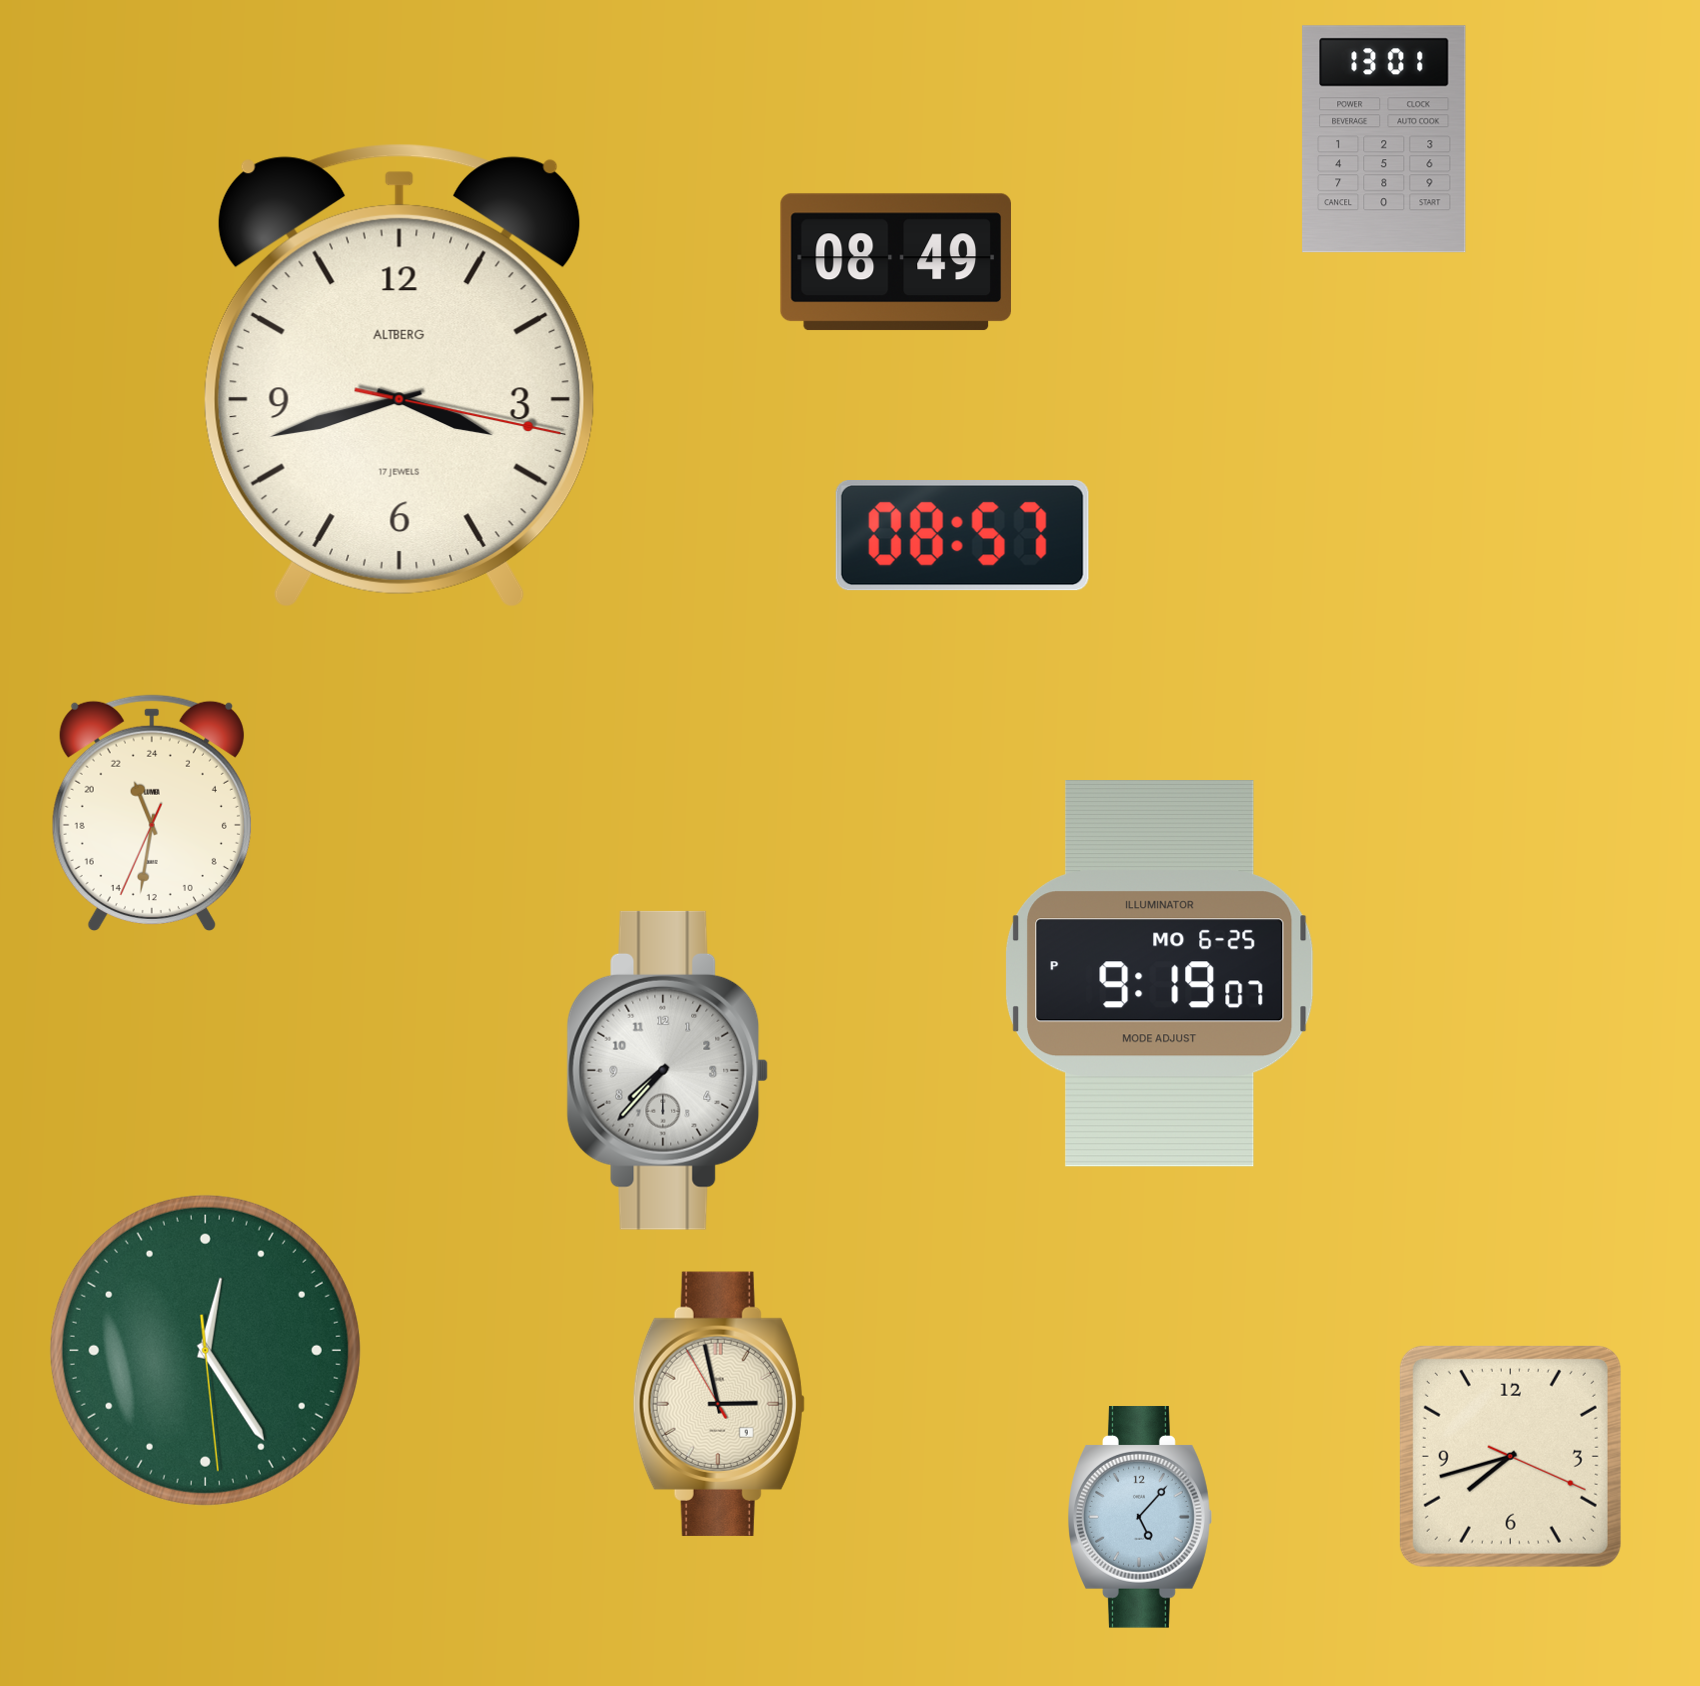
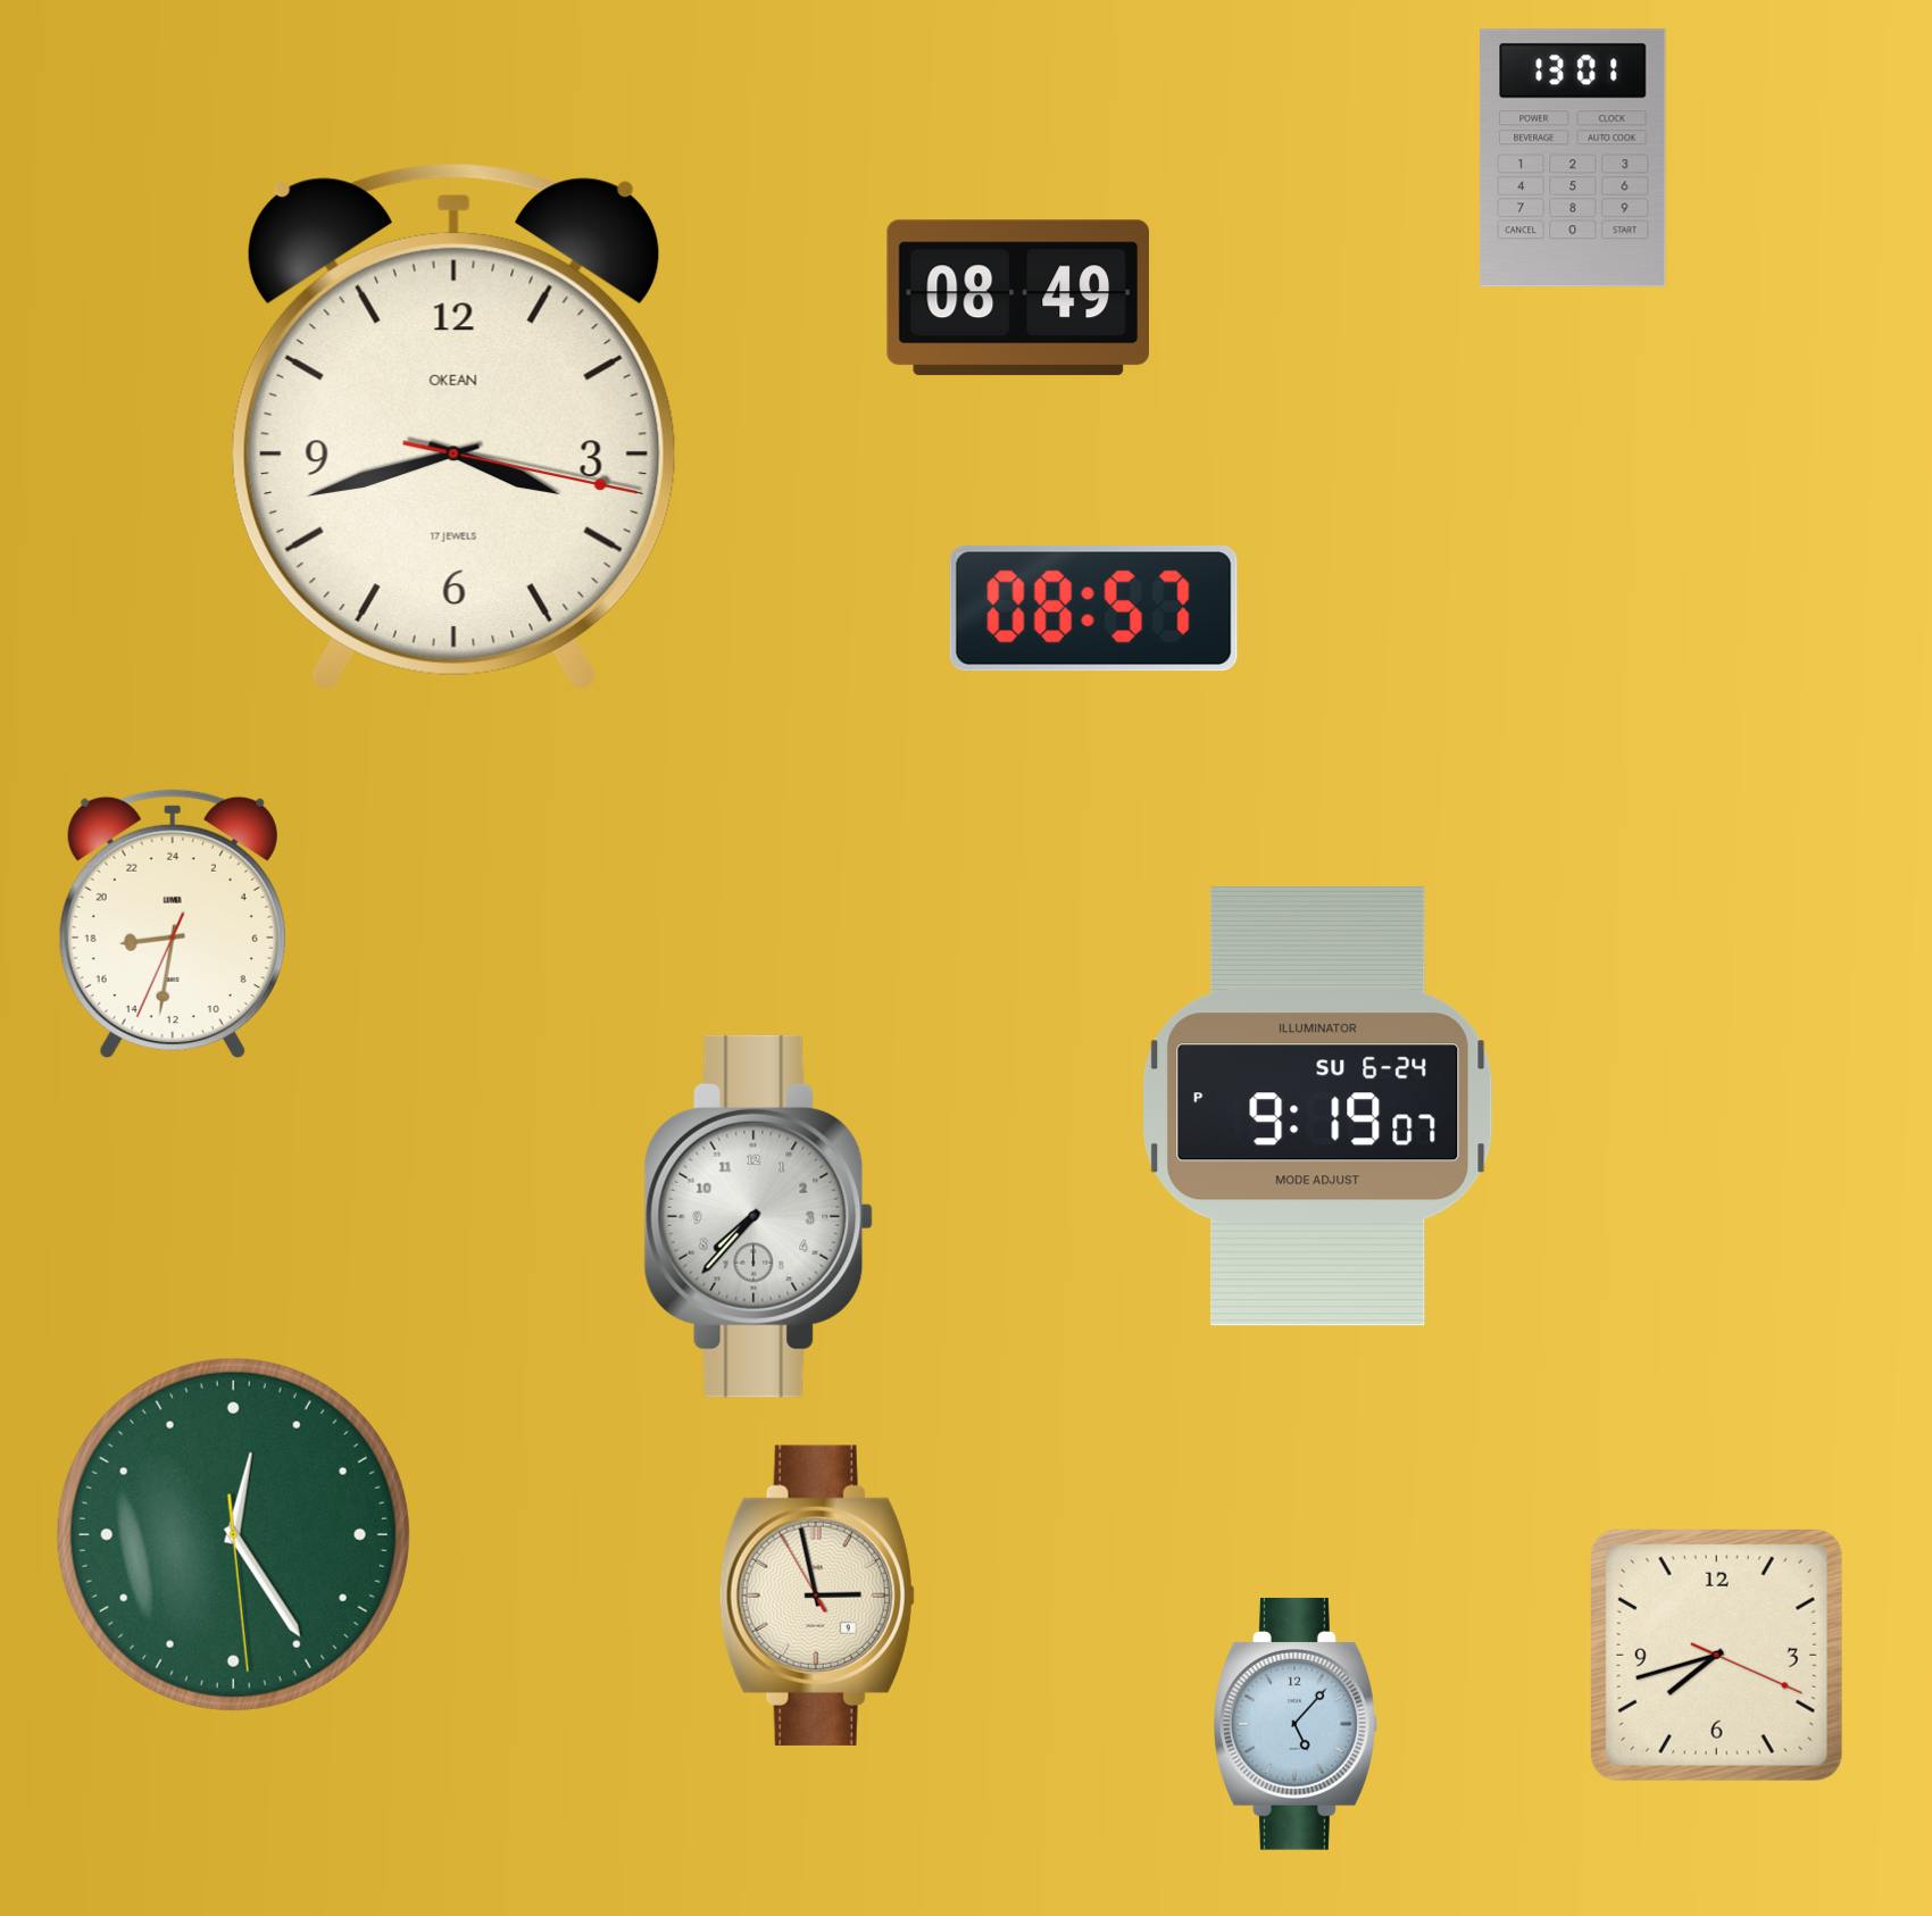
clock at (399, 375) brand: ALTBERG -> OKEAN
clock at (152, 812): 22:31 -> 17:31
clock at (1160, 974) date: MO 6-25 -> SU 6-24
